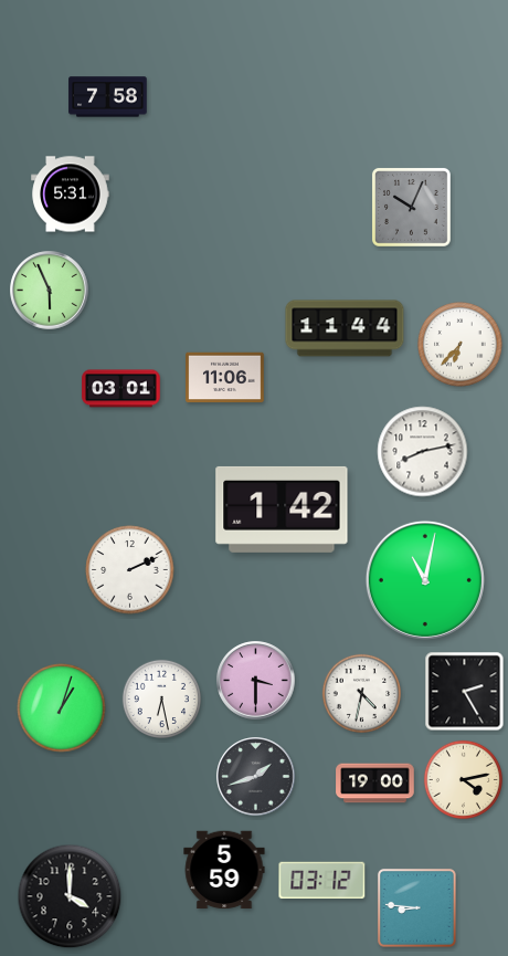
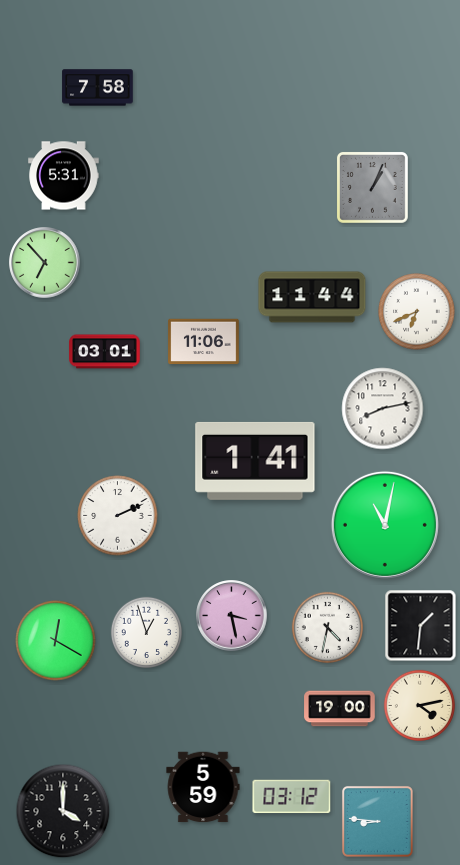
clock at (411, 207): 10:04 -> 1:04
clock at (50, 291): 5:56 -> 6:53
clock at (461, 345): 6:37 -> 6:41
clock at (121, 389) position: (121, 389) -> (105, 352)
clock at (282, 509): 1:42 -> 1:41
clock at (256, 681): 3:30 -> 3:28
clock at (465, 692): 2:25 -> 1:31
clock at (161, 698): 6:28 -> 12:57
clock at (62, 708): 1:03 -> 12:20
clock at (256, 777): 1:42 -> none
